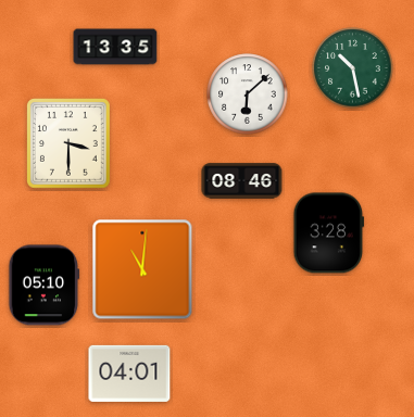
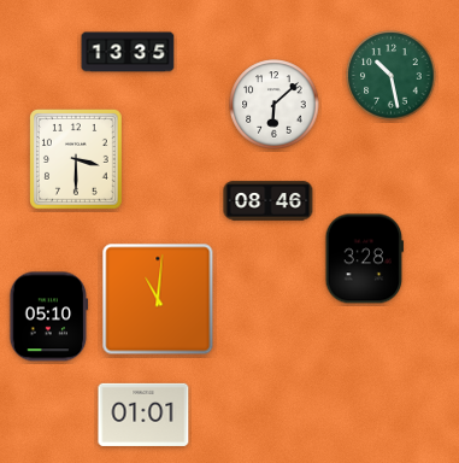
clock at (129, 374): 04:01 -> 01:01
